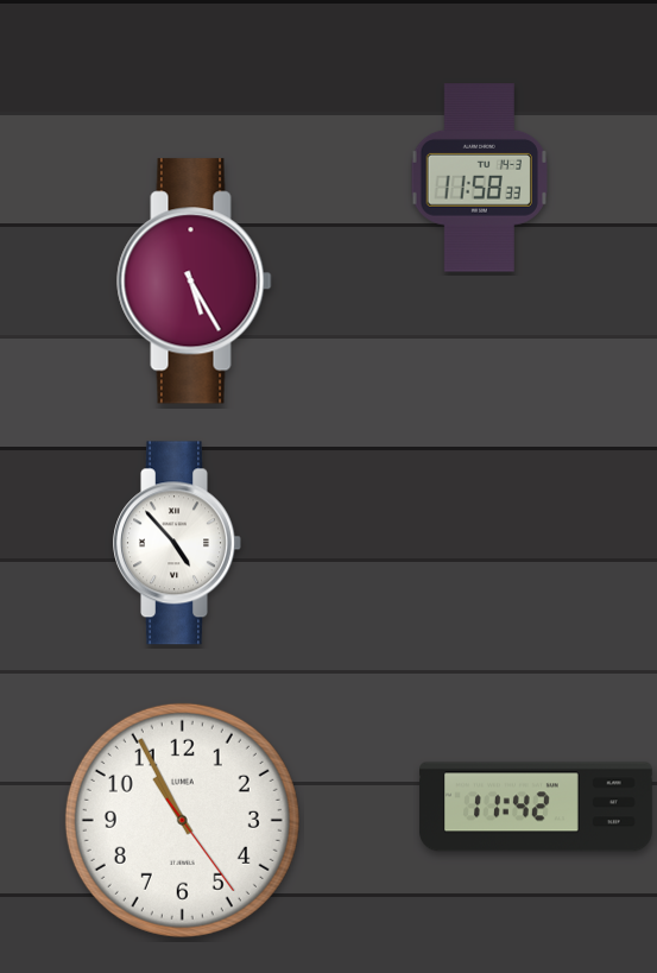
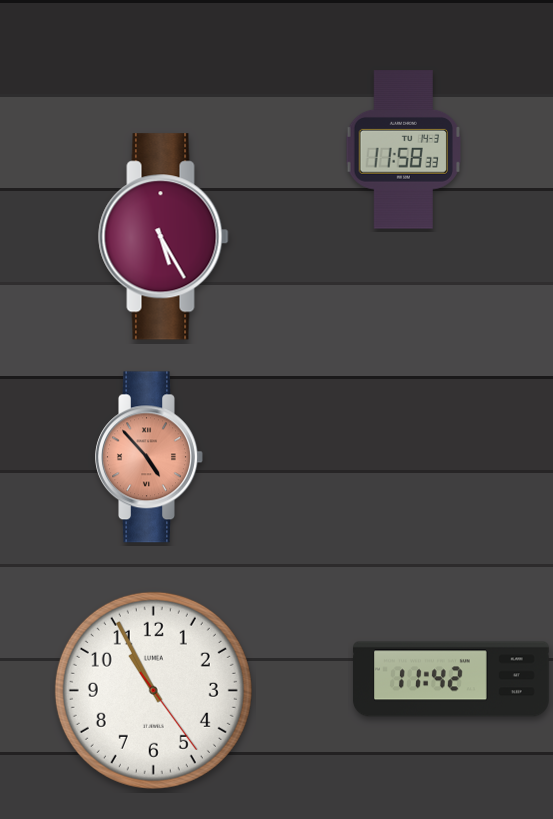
clock at (177, 543) dial: white -> salmon
